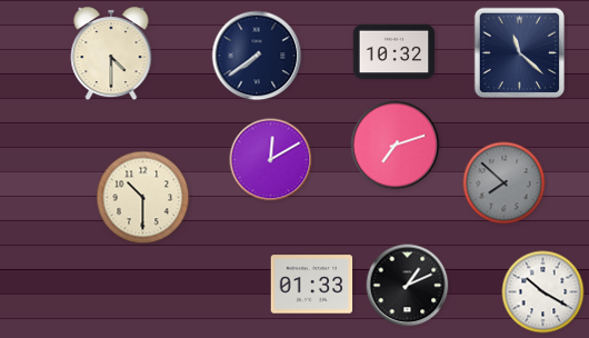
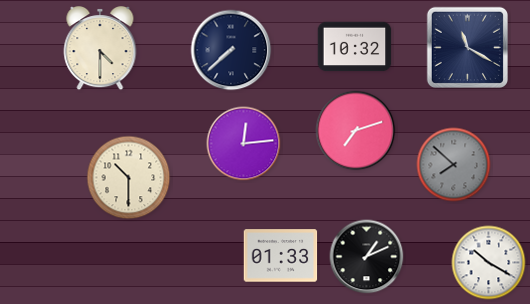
clock at (519, 52): 11:22 -> 11:20
clock at (257, 56): 7:39 -> 7:38
clock at (271, 160): 12:10 -> 12:14
